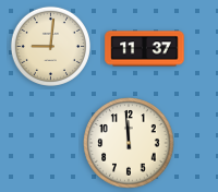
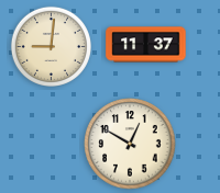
clock at (145, 49) position: (145, 49) -> (146, 45)
clock at (129, 143): 11:59 -> 12:50
